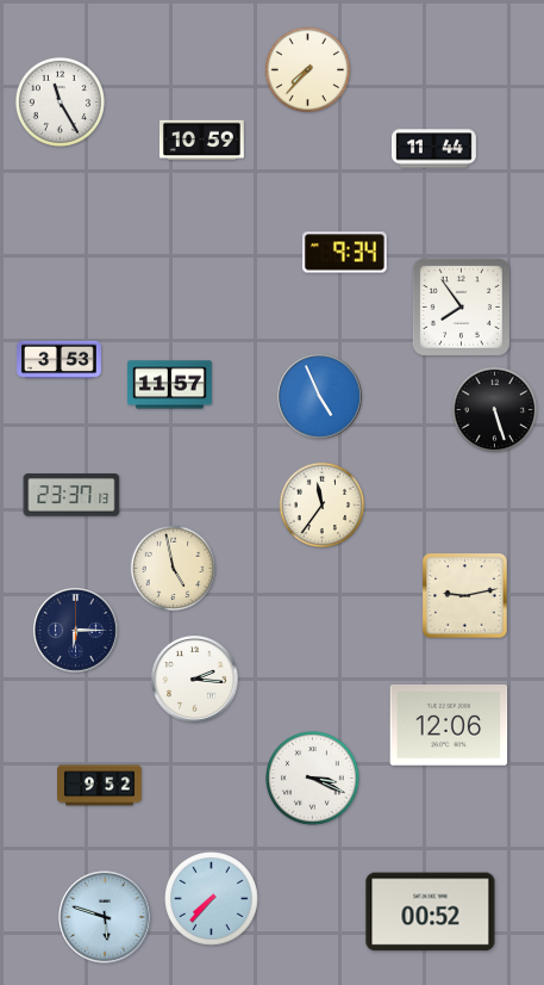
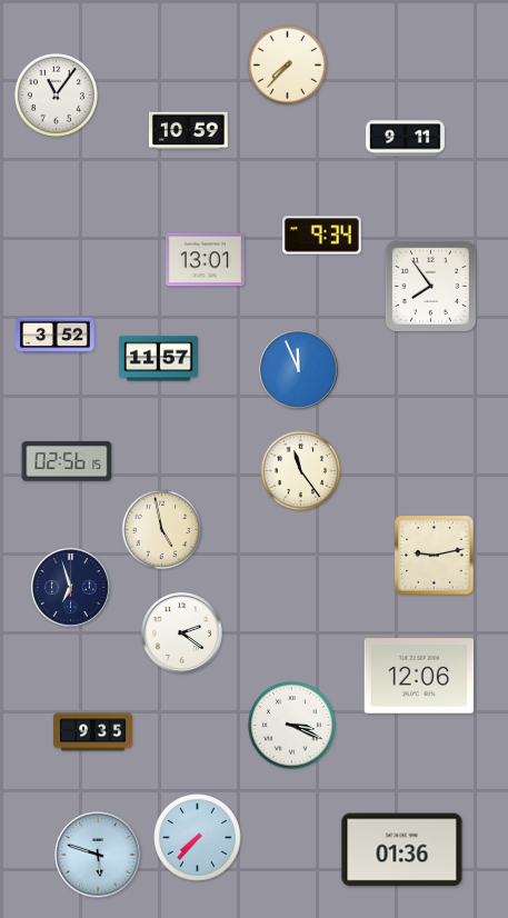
clock at (60, 101): 11:25 -> 11:06
clock at (434, 149): 11:44 -> 9:11
clock at (205, 260): none -> 13:01
clock at (60, 360): 3:53 -> 3:52
clock at (319, 396): 4:56 -> 11:56
clock at (495, 410): 5:27 -> none
clock at (71, 495): 23:37 -> 02:56
clock at (323, 506): 11:36 -> 11:24
clock at (75, 630): 6:15 -> 6:57
clock at (195, 680): 2:16 -> 2:21
clock at (100, 786): 9:52 -> 9:35
clock at (431, 912): 00:52 -> 01:36
